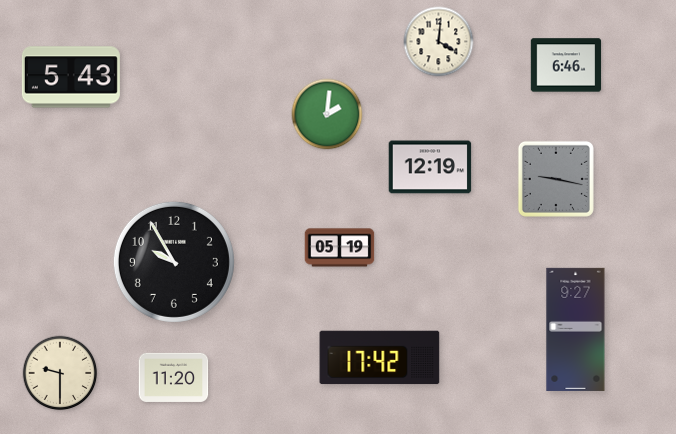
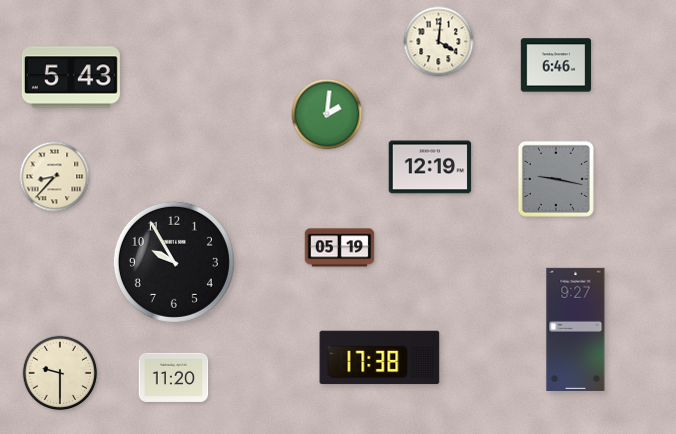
clock at (566, 65) position: (566, 65) -> (556, 65)
clock at (55, 177): none -> 8:37
clock at (380, 358): 17:42 -> 17:38
